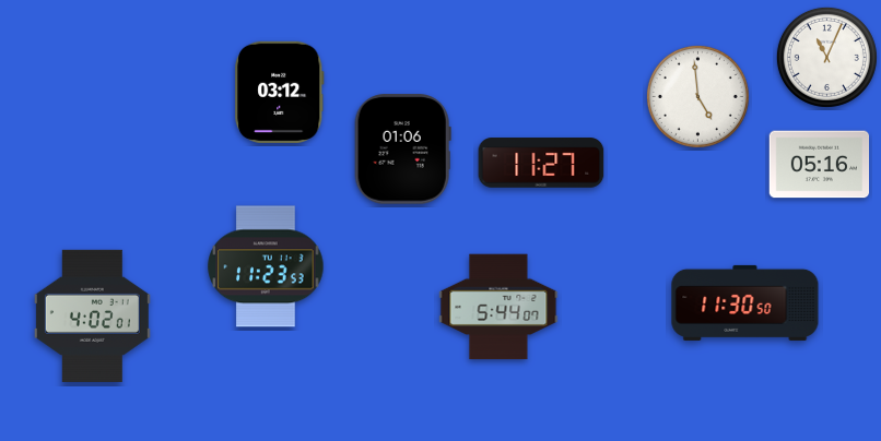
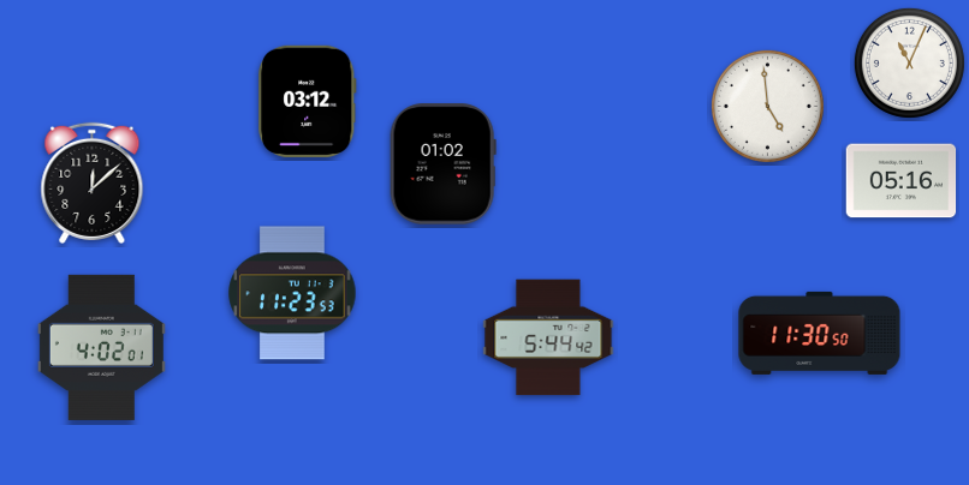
clock at (402, 150): 01:06 -> 01:02
clock at (541, 163): 11:27 -> none
clock at (93, 182): none -> 12:08
clock at (498, 307): 5:44:07 -> 5:44:42
